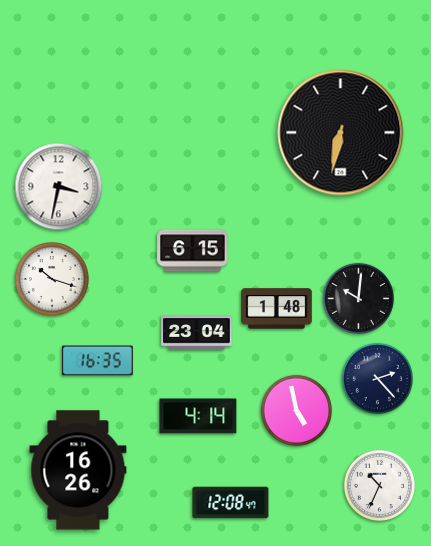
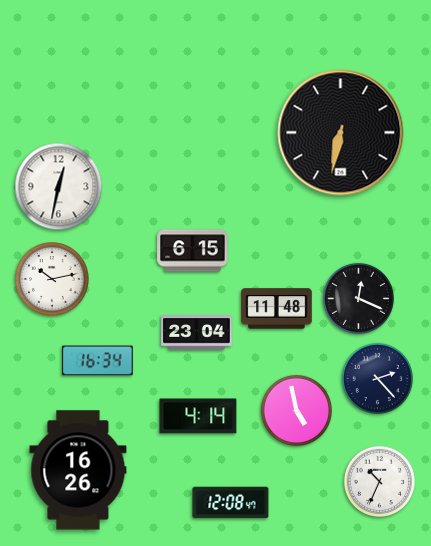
clock at (59, 187): 3:32 -> 12:32
clock at (52, 279): 10:18 -> 10:13
clock at (358, 298): 10:01 -> 12:19
clock at (277, 309): 1:48 -> 11:48
clock at (98, 361): 16:35 -> 16:34
clock at (379, 485) position: (379, 485) -> (379, 481)
